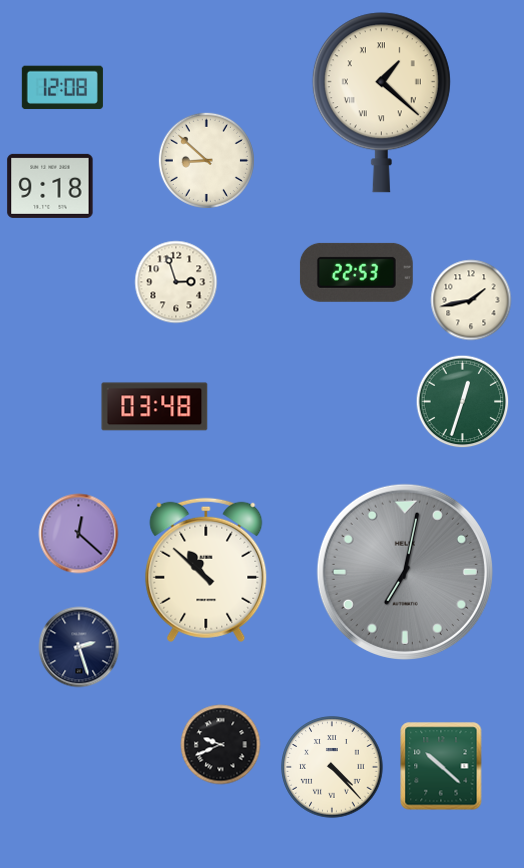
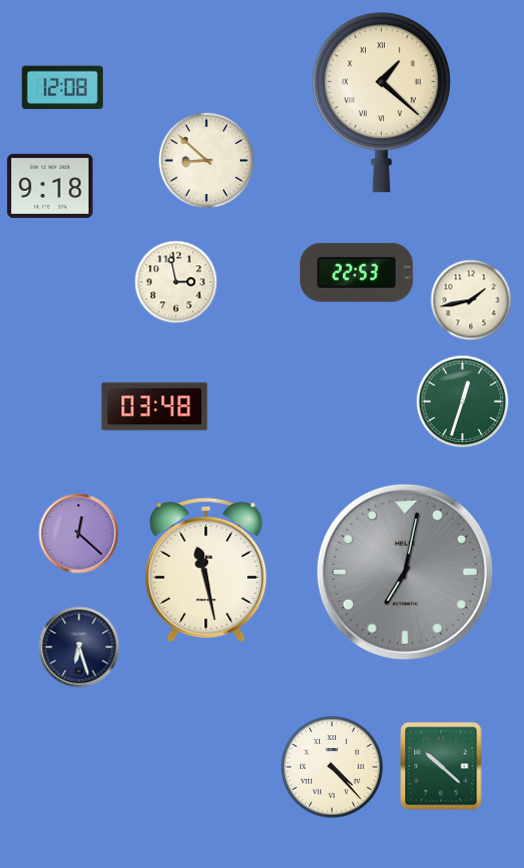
clock at (176, 282): 2:57 -> 2:58
clock at (206, 570): 10:52 -> 11:28
clock at (79, 647): 2:27 -> 6:27
clock at (221, 745): 9:41 -> none
